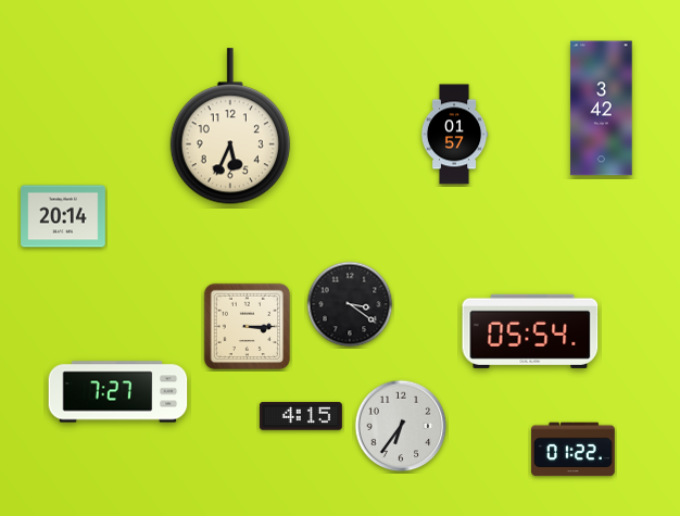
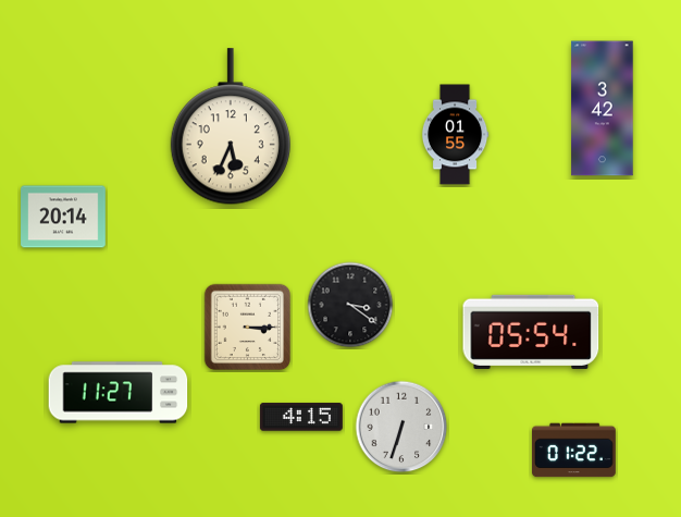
clock at (454, 135): 01:57 -> 01:55
clock at (118, 392): 7:27 -> 11:27
clock at (401, 426): 6:36 -> 6:33
